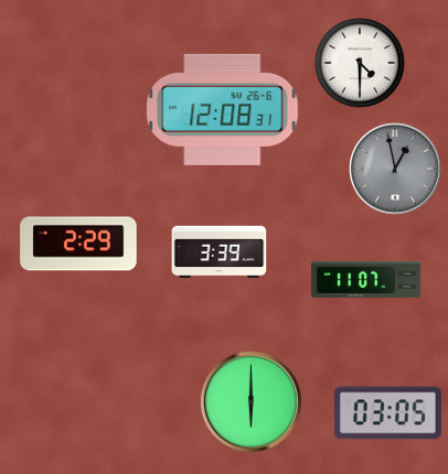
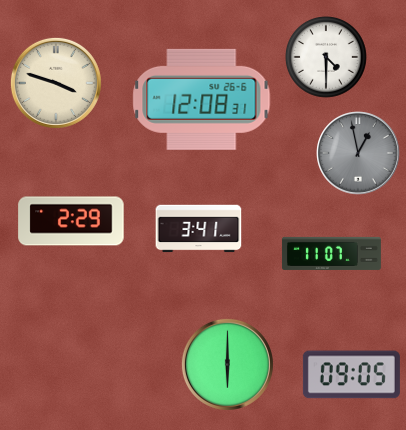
clock at (56, 83): none -> 3:48
clock at (220, 252): 3:39 -> 3:41
clock at (387, 413): 03:05 -> 09:05
